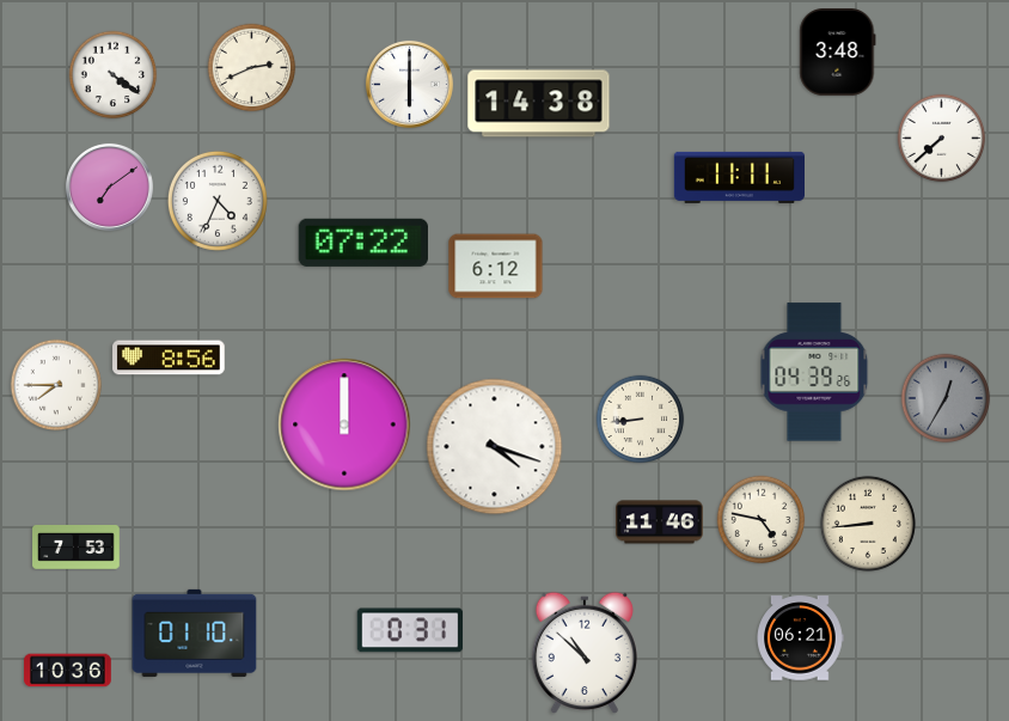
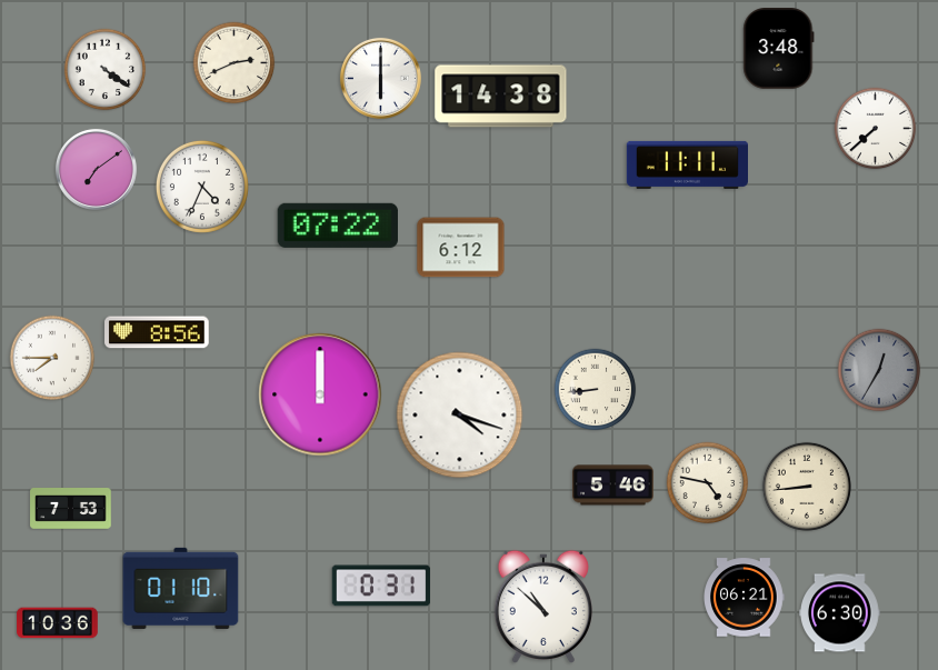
clock at (109, 187) position: (109, 187) -> (96, 169)
clock at (814, 372): 04:39 -> none
clock at (660, 523): 11:46 -> 5:46
clock at (800, 638) position: (800, 638) -> (744, 598)
clock at (840, 613): none -> 6:30
clock at (68, 671) position: (68, 671) -> (58, 623)
